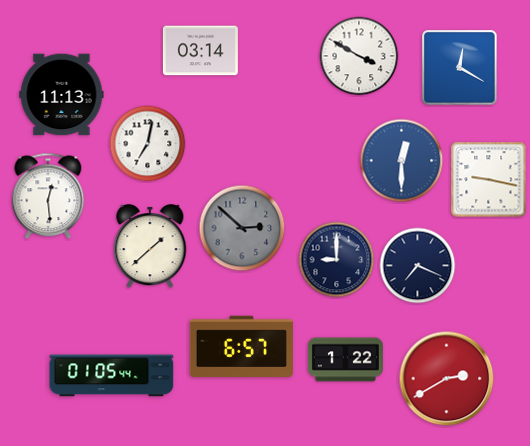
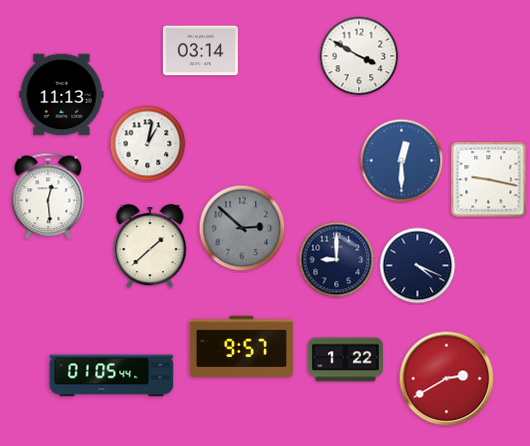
clock at (460, 68): 12:20 -> none
clock at (148, 144): 7:02 -> 1:02
clock at (418, 266): 7:19 -> 4:19
clock at (241, 347): 6:57 -> 9:57
